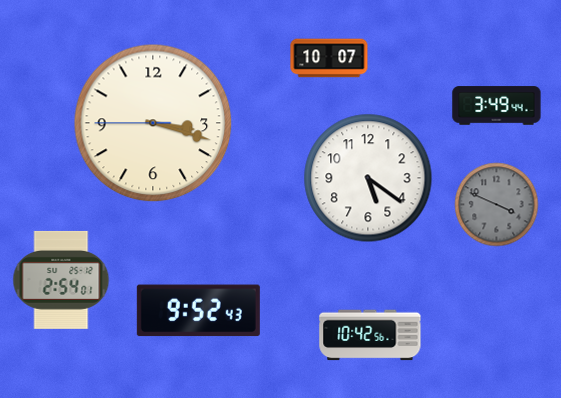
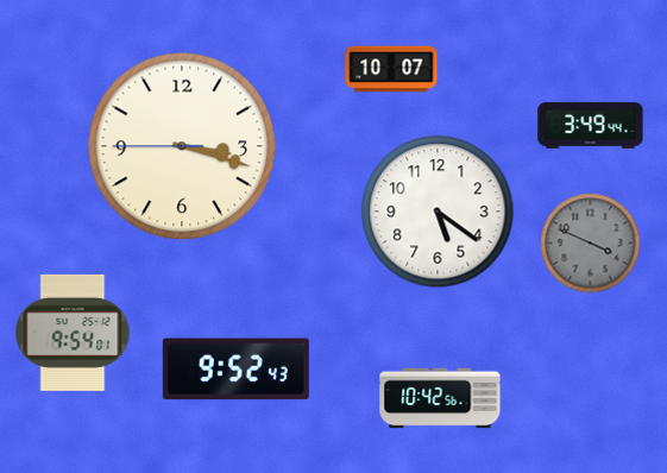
clock at (61, 280): 2:54 -> 9:54
